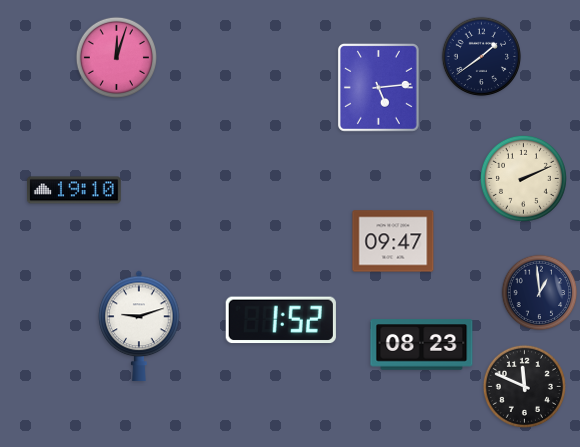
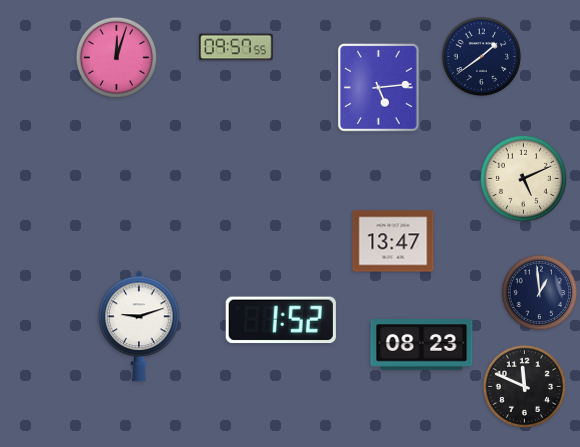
clock at (237, 47): none -> 09:57
clock at (523, 178): 2:11 -> 5:11
clock at (75, 190): 19:10 -> none
clock at (393, 241): 09:47 -> 13:47
